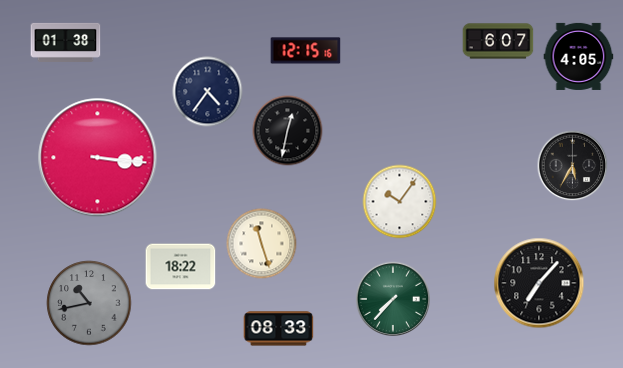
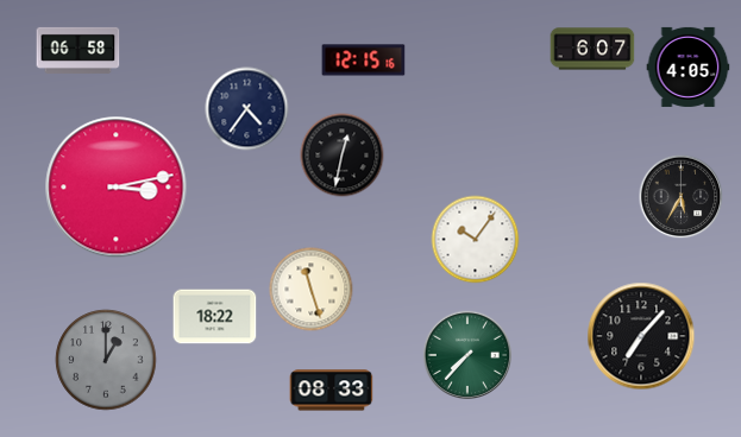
clock at (66, 42): 01:38 -> 06:58
clock at (98, 158): 3:16 -> 3:13
clock at (89, 303): 10:43 -> 1:00
